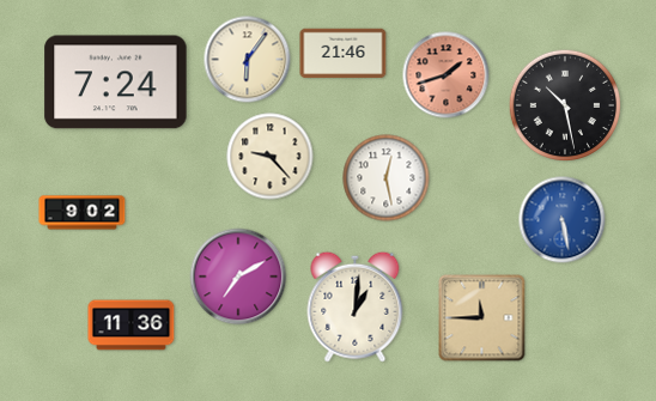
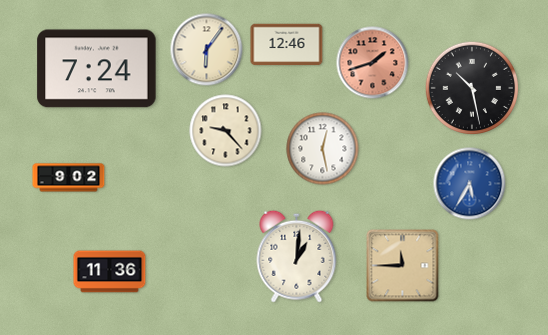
clock at (344, 54): 21:46 -> 12:46
clock at (563, 220): 5:28 -> 5:35
clock at (238, 277): 7:10 -> none
